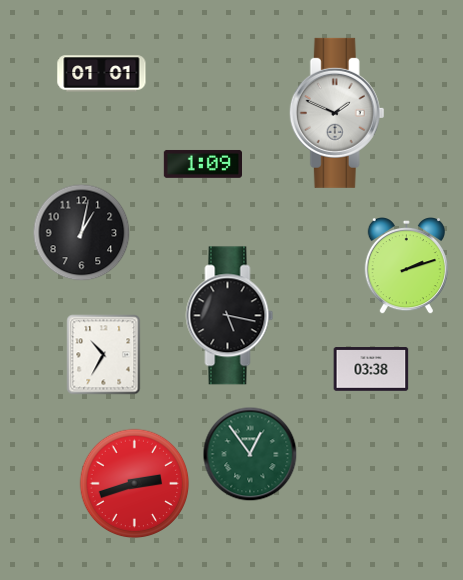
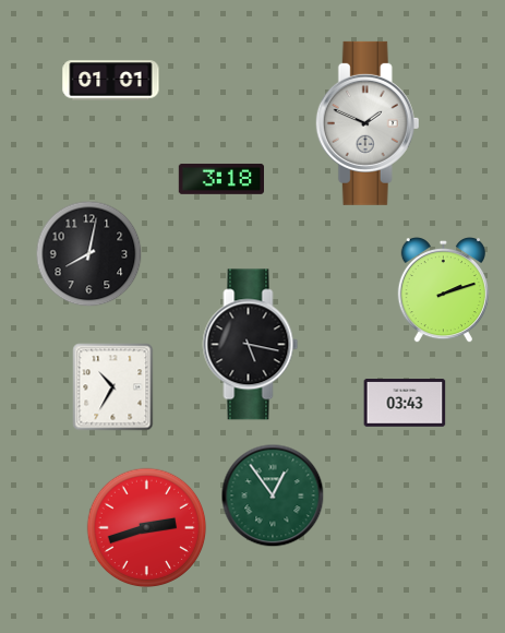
clock at (202, 164): 1:09 -> 3:18
clock at (82, 233): 1:02 -> 8:02
clock at (371, 369): 03:38 -> 03:43
